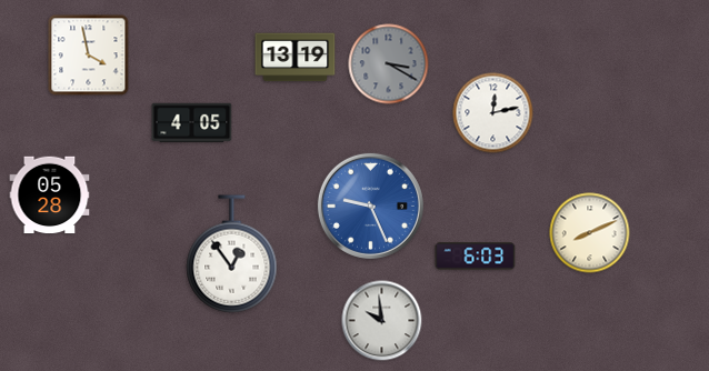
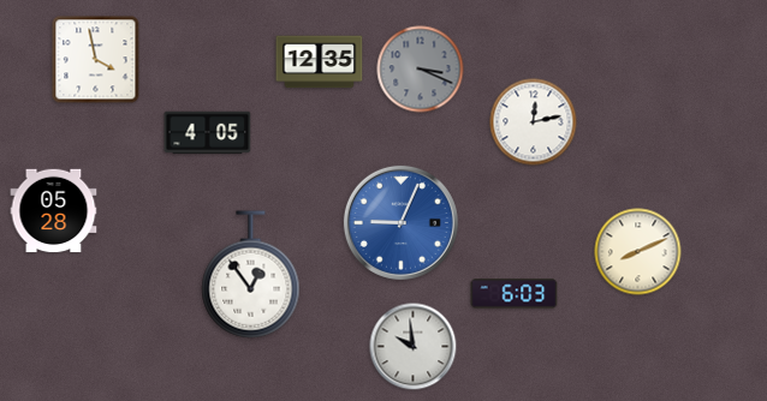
clock at (296, 58): 13:19 -> 12:35
clock at (389, 64): 3:20 -> 3:19
clock at (370, 205): 9:26 -> 9:04
clock at (476, 257) position: (476, 257) -> (515, 294)
